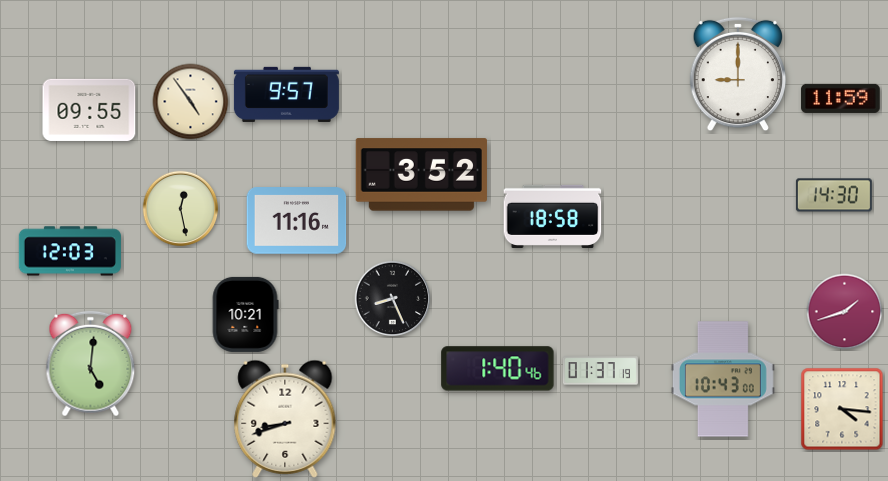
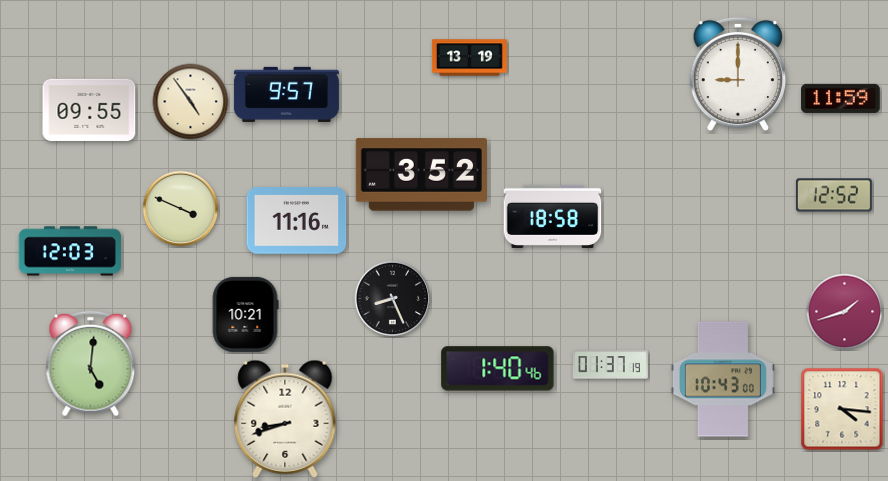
clock at (469, 58): none -> 13:19
clock at (834, 195): 14:30 -> 12:52
clock at (181, 209): 12:28 -> 3:49
clock at (600, 371) position: (600, 371) -> (610, 365)
